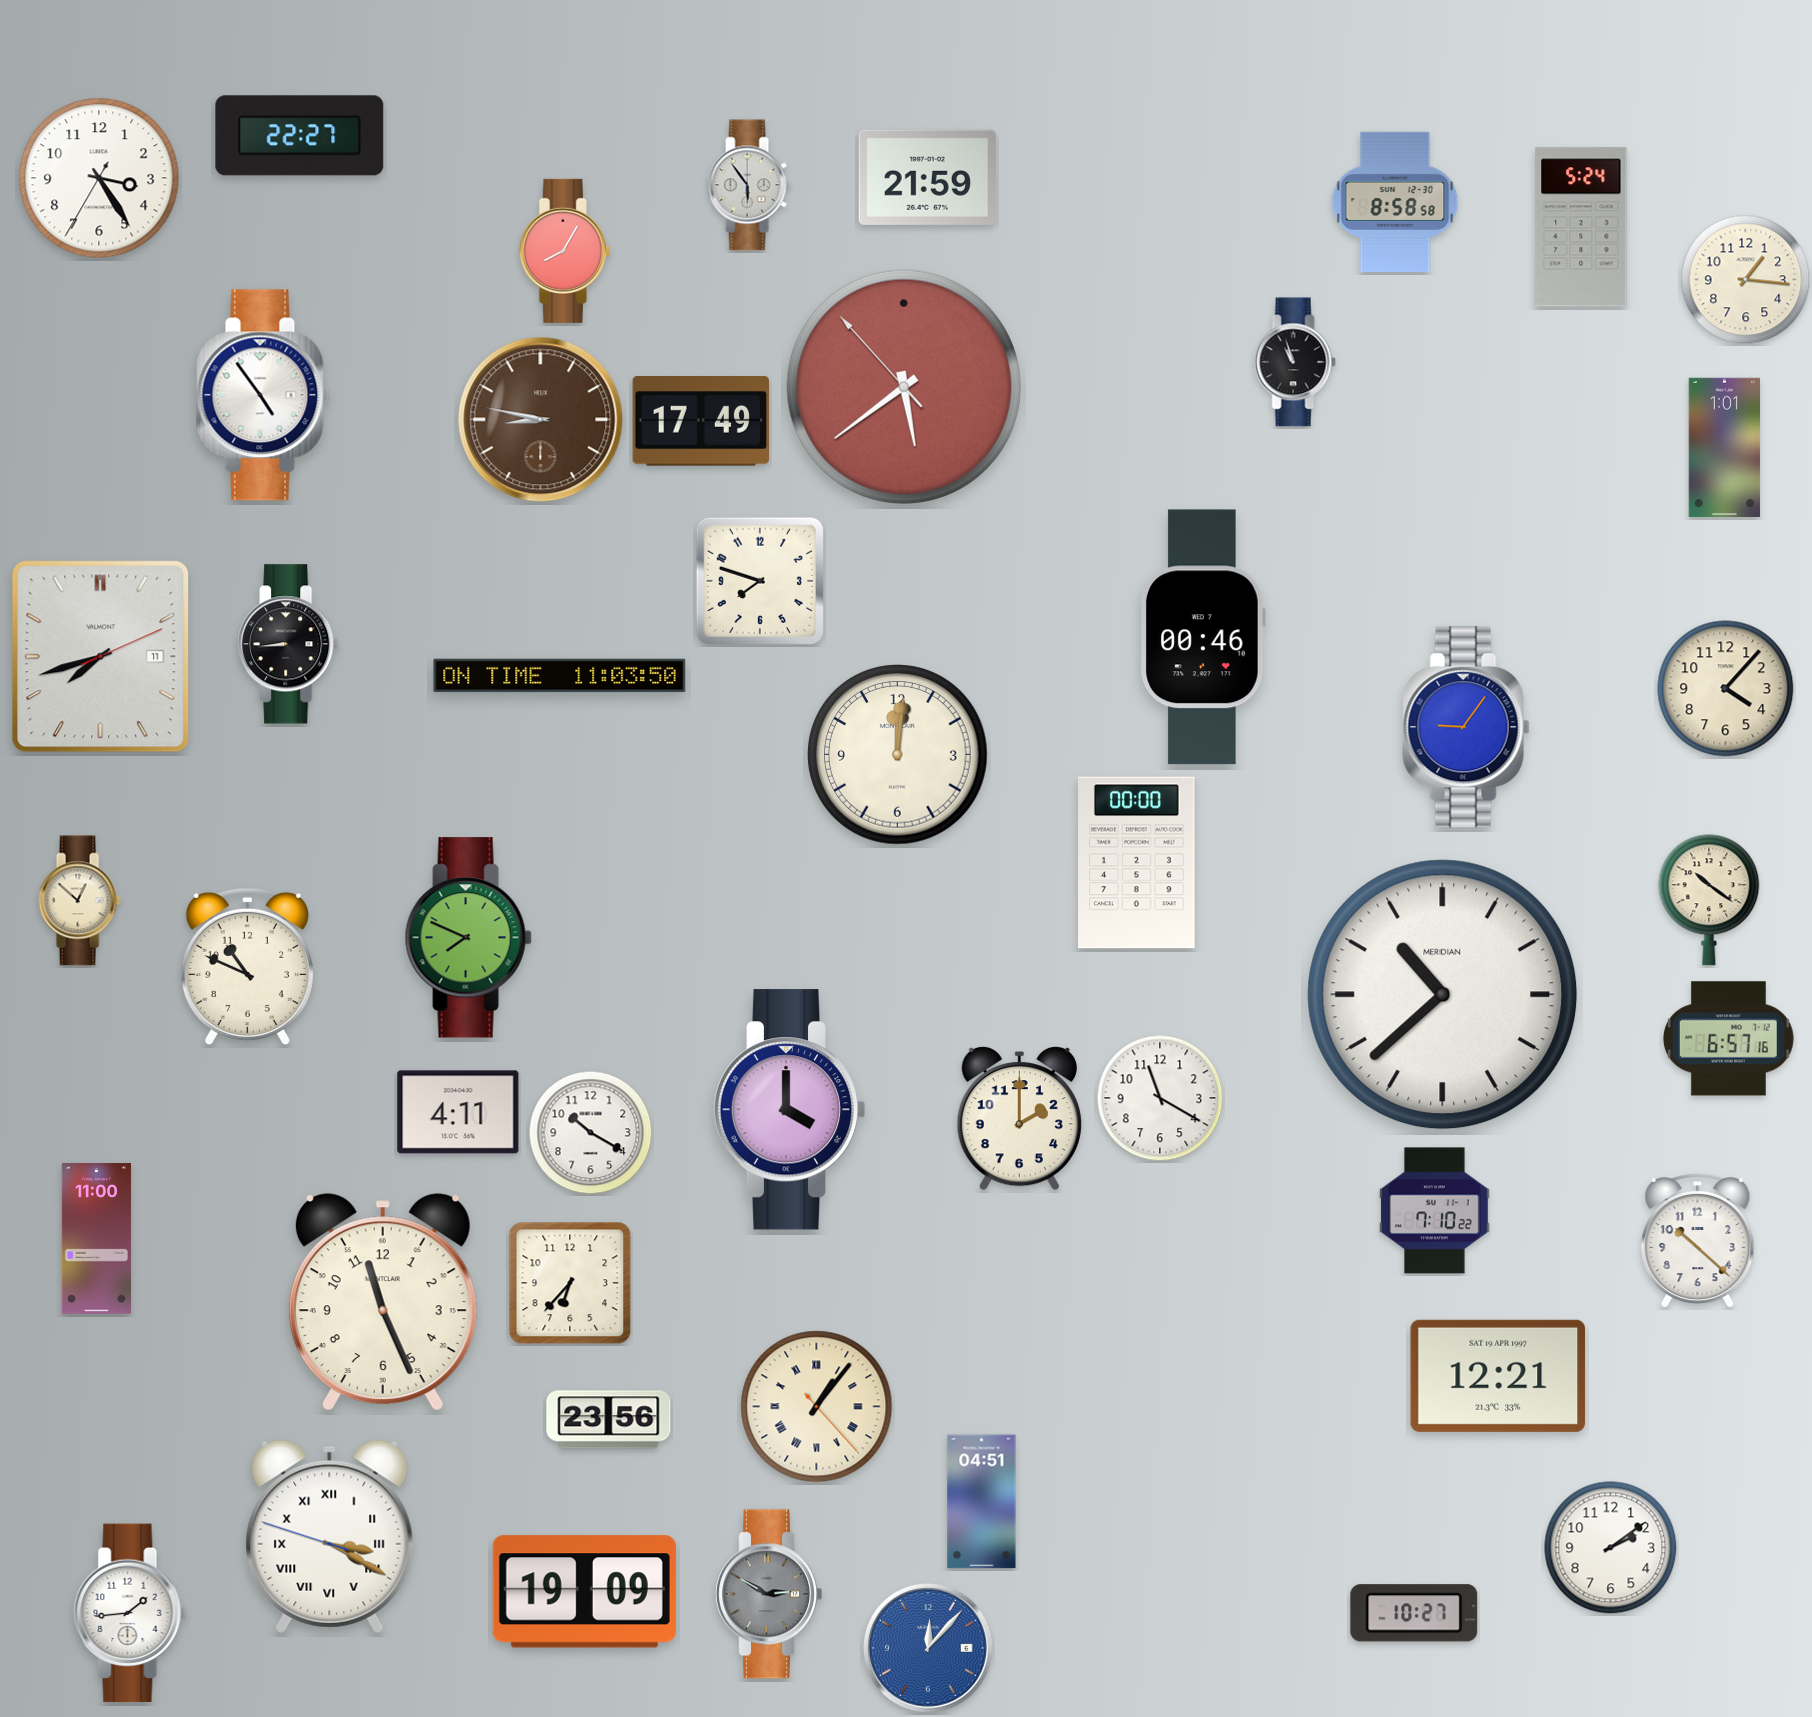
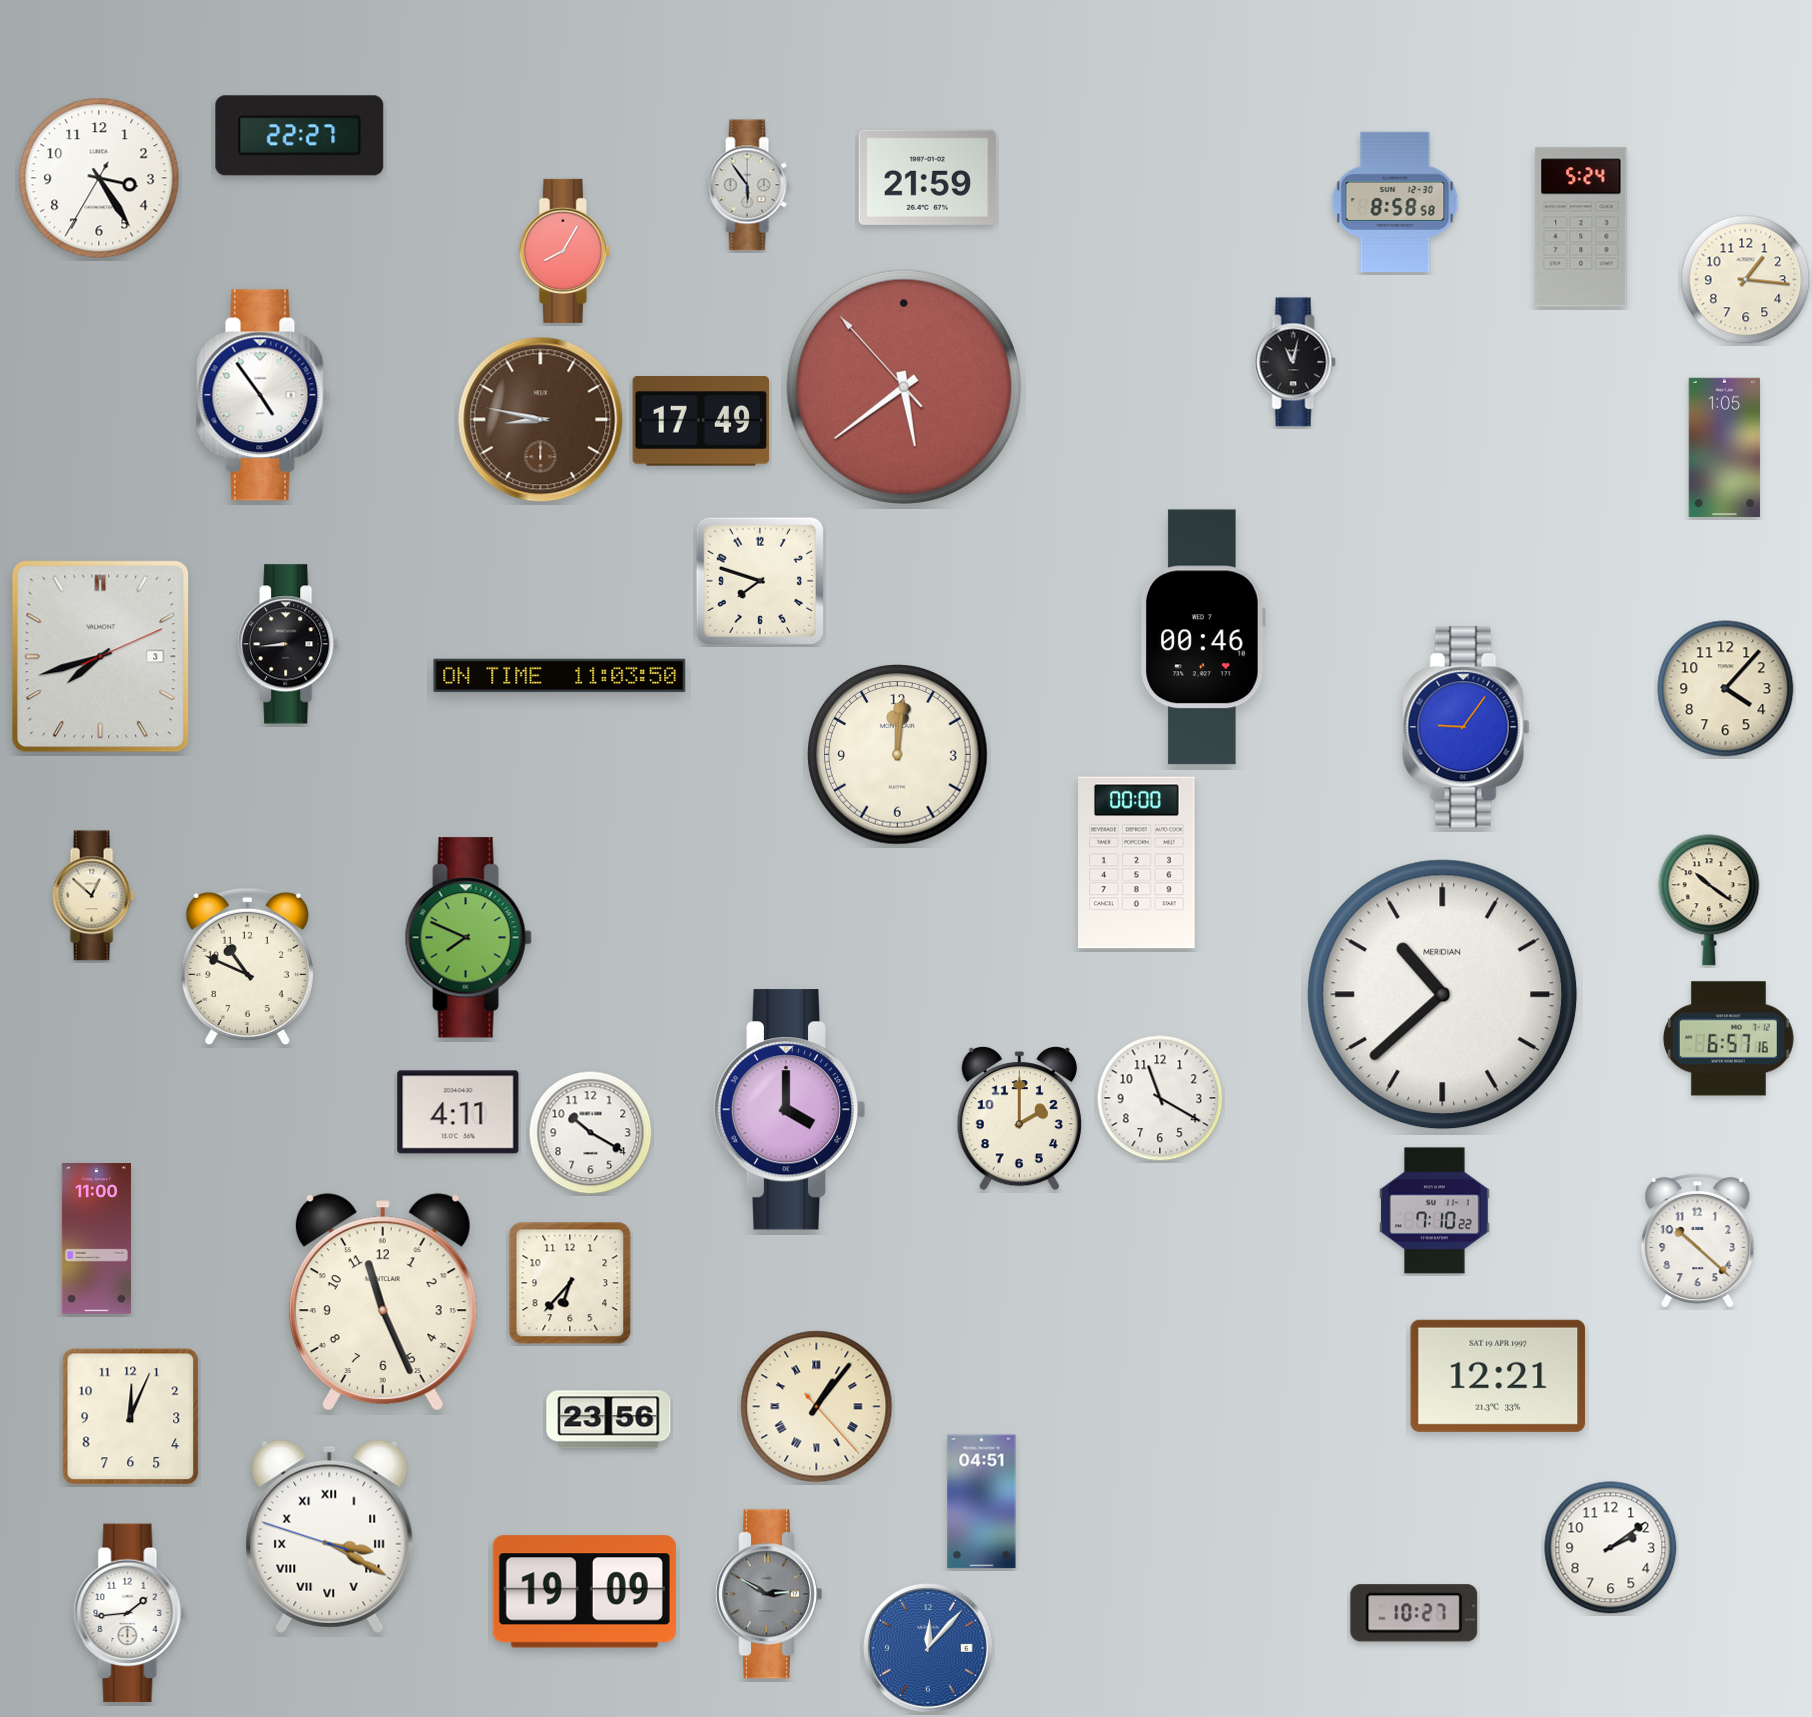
clock at (1295, 362): 10:57 -> 11:02
clock at (1725, 448): 1:01 -> 1:05
clock at (101, 657) date: 11 -> 3
clock at (79, 901) position: (79, 901) -> (93, 896)
clock at (131, 1417): none -> 12:04
